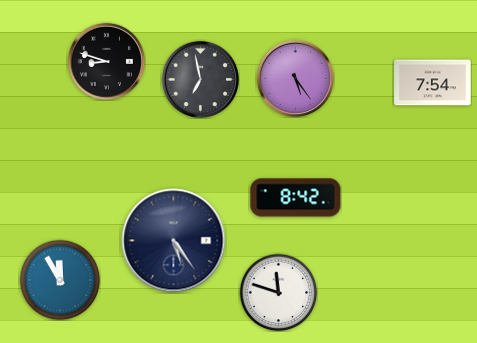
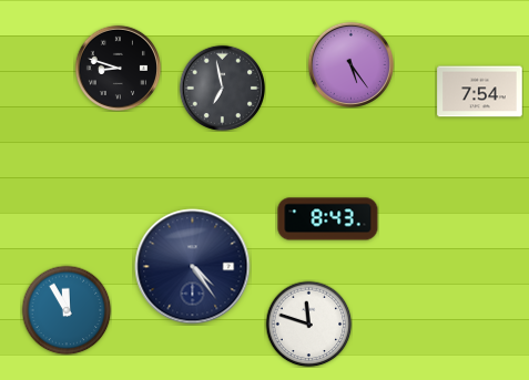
clock at (295, 78) position: (295, 78) -> (350, 64)
clock at (296, 198): 8:42 -> 8:43
clock at (174, 241): 5:24 -> 4:24
